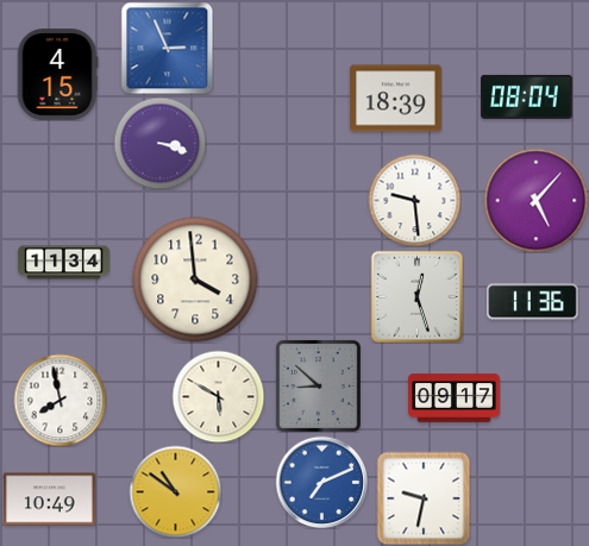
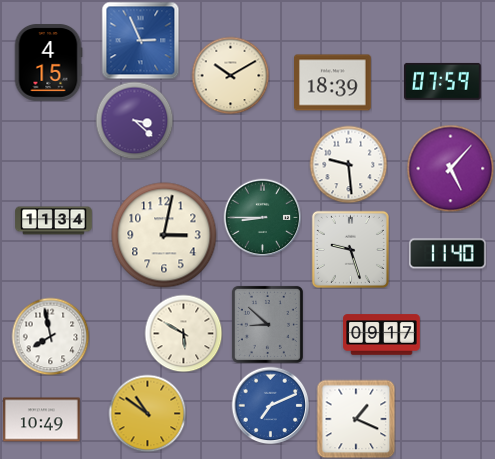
clock at (230, 75): none -> 10:10
clock at (527, 96): 08:04 -> 07:59
clock at (159, 143): 3:18 -> 3:22
clock at (414, 200) position: (414, 200) -> (348, 164)
clock at (262, 217): none -> 8:45
clock at (195, 280): 3:59 -> 3:02
clock at (416, 296): 12:27 -> 9:27
clock at (533, 302): 11:36 -> 11:40
clock at (424, 498): 9:32 -> 1:19
